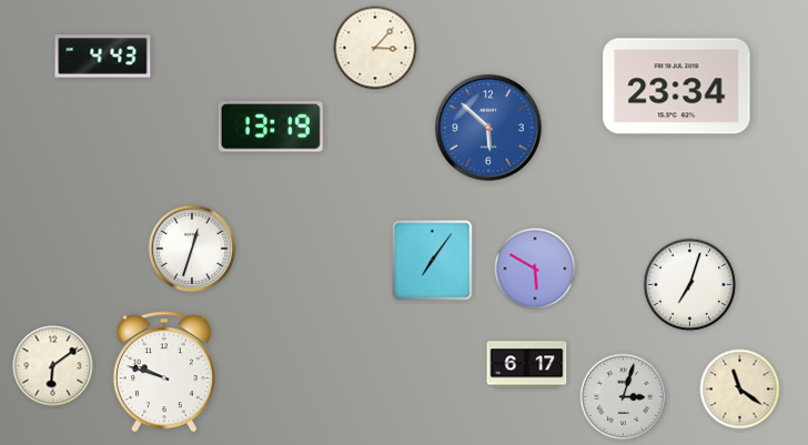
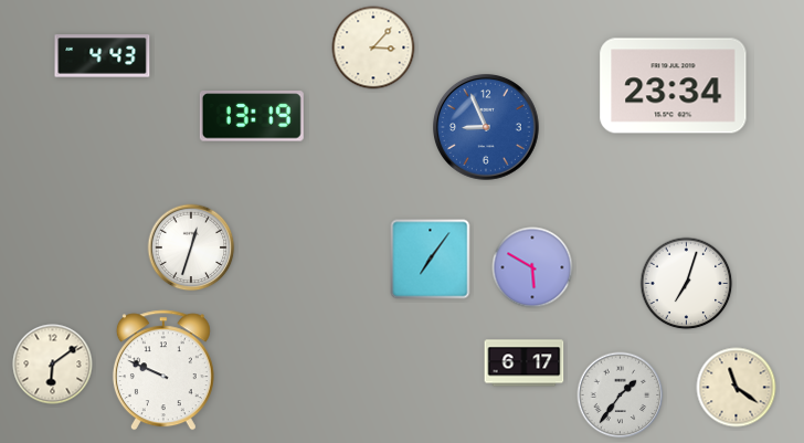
clock at (271, 127) position: (271, 127) -> (252, 116)
clock at (488, 128): 5:52 -> 8:56
clock at (164, 372): 9:48 -> 9:49
clock at (624, 397): 3:03 -> 1:36
